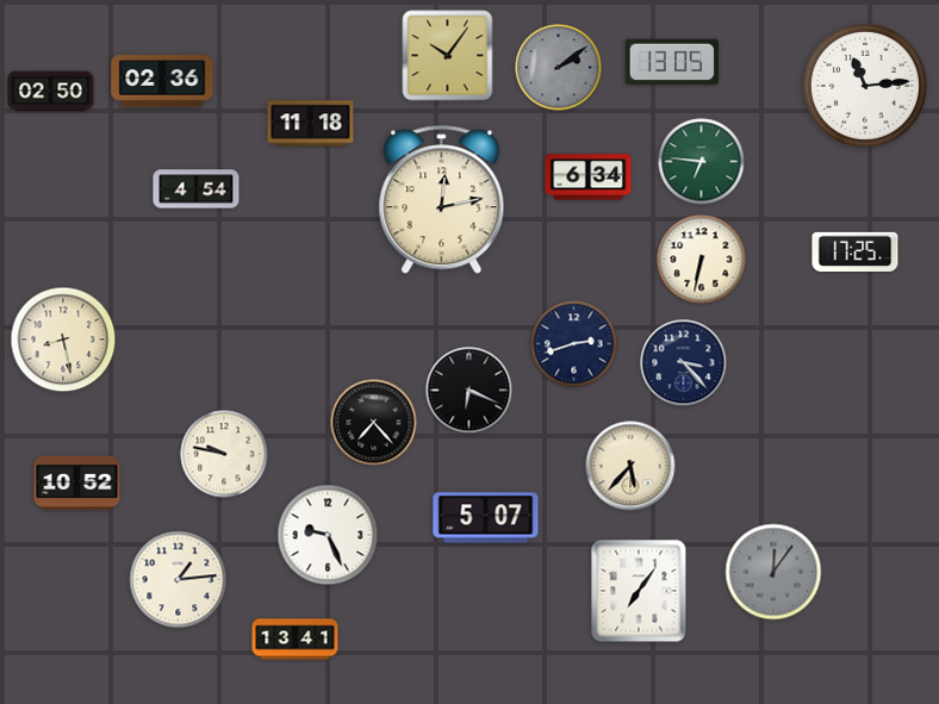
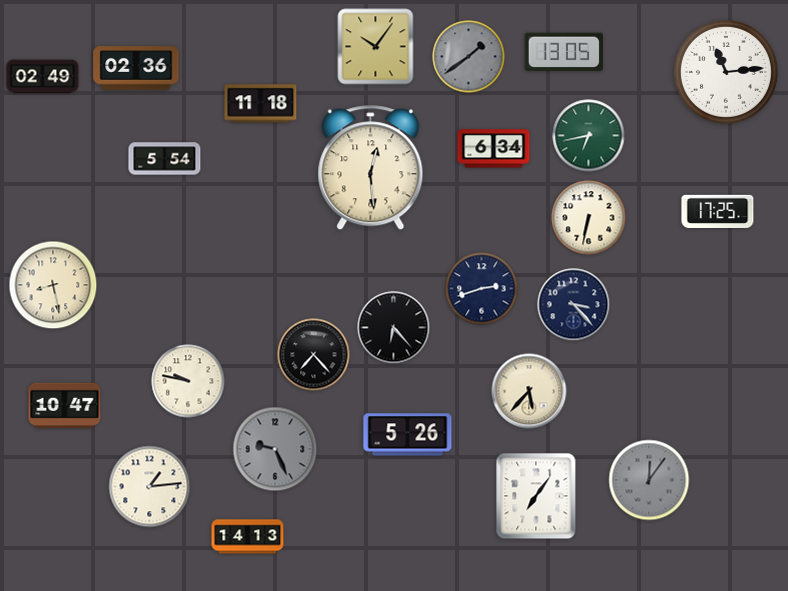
clock at (559, 68): 2:09 -> 1:39
clock at (51, 92): 02:50 -> 02:49
clock at (702, 162): 6:46 -> 6:43
clock at (197, 189): 4:54 -> 5:54
clock at (442, 200): 12:13 -> 12:29
clock at (470, 391): 6:19 -> 6:23
clock at (77, 484): 10:52 -> 10:47
clock at (486, 518): 5:07 -> 5:26
clock at (328, 535) dial: white -> grey
clock at (296, 640): 13:41 -> 14:13
